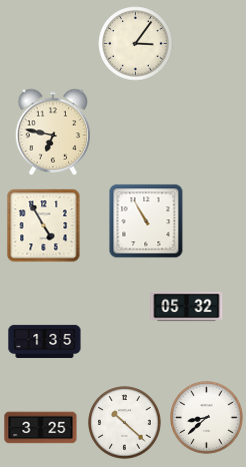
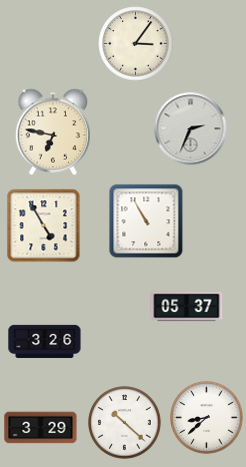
clock at (191, 129): none -> 2:34
clock at (187, 307): 05:32 -> 05:37
clock at (45, 341): 1:35 -> 3:26
clock at (41, 428): 3:25 -> 3:29
